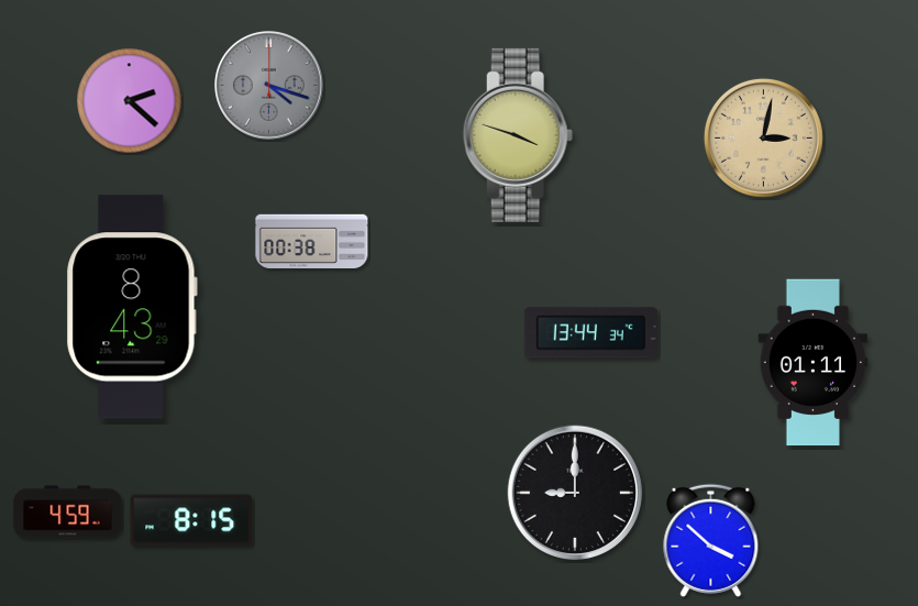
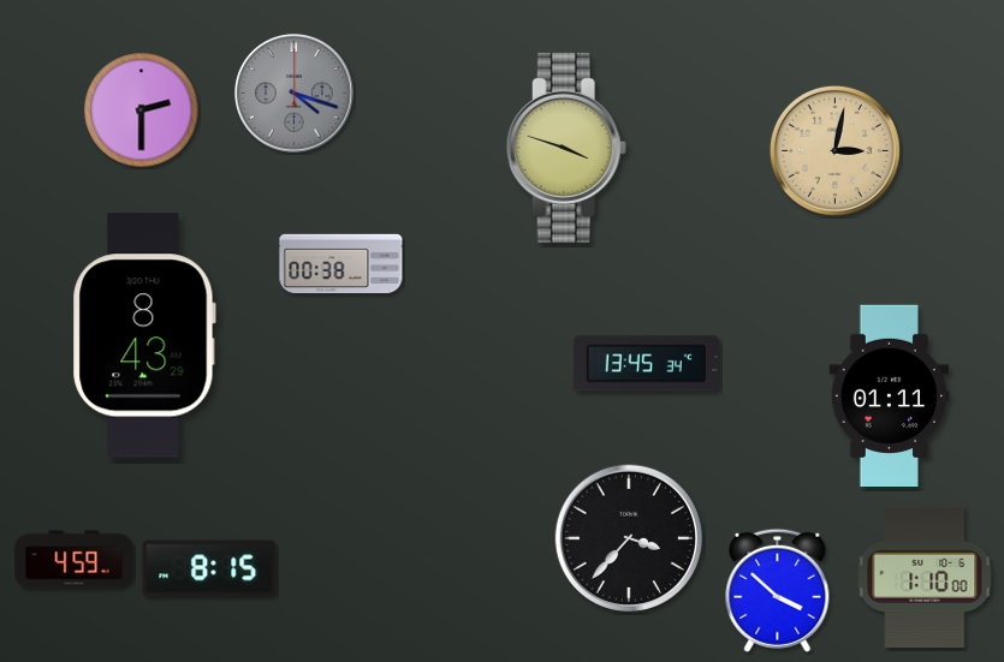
clock at (130, 101): 2:22 -> 2:30
clock at (590, 333): 13:44 -> 13:45
clock at (575, 493): 9:00 -> 3:37
clock at (925, 577): none -> 1:10
